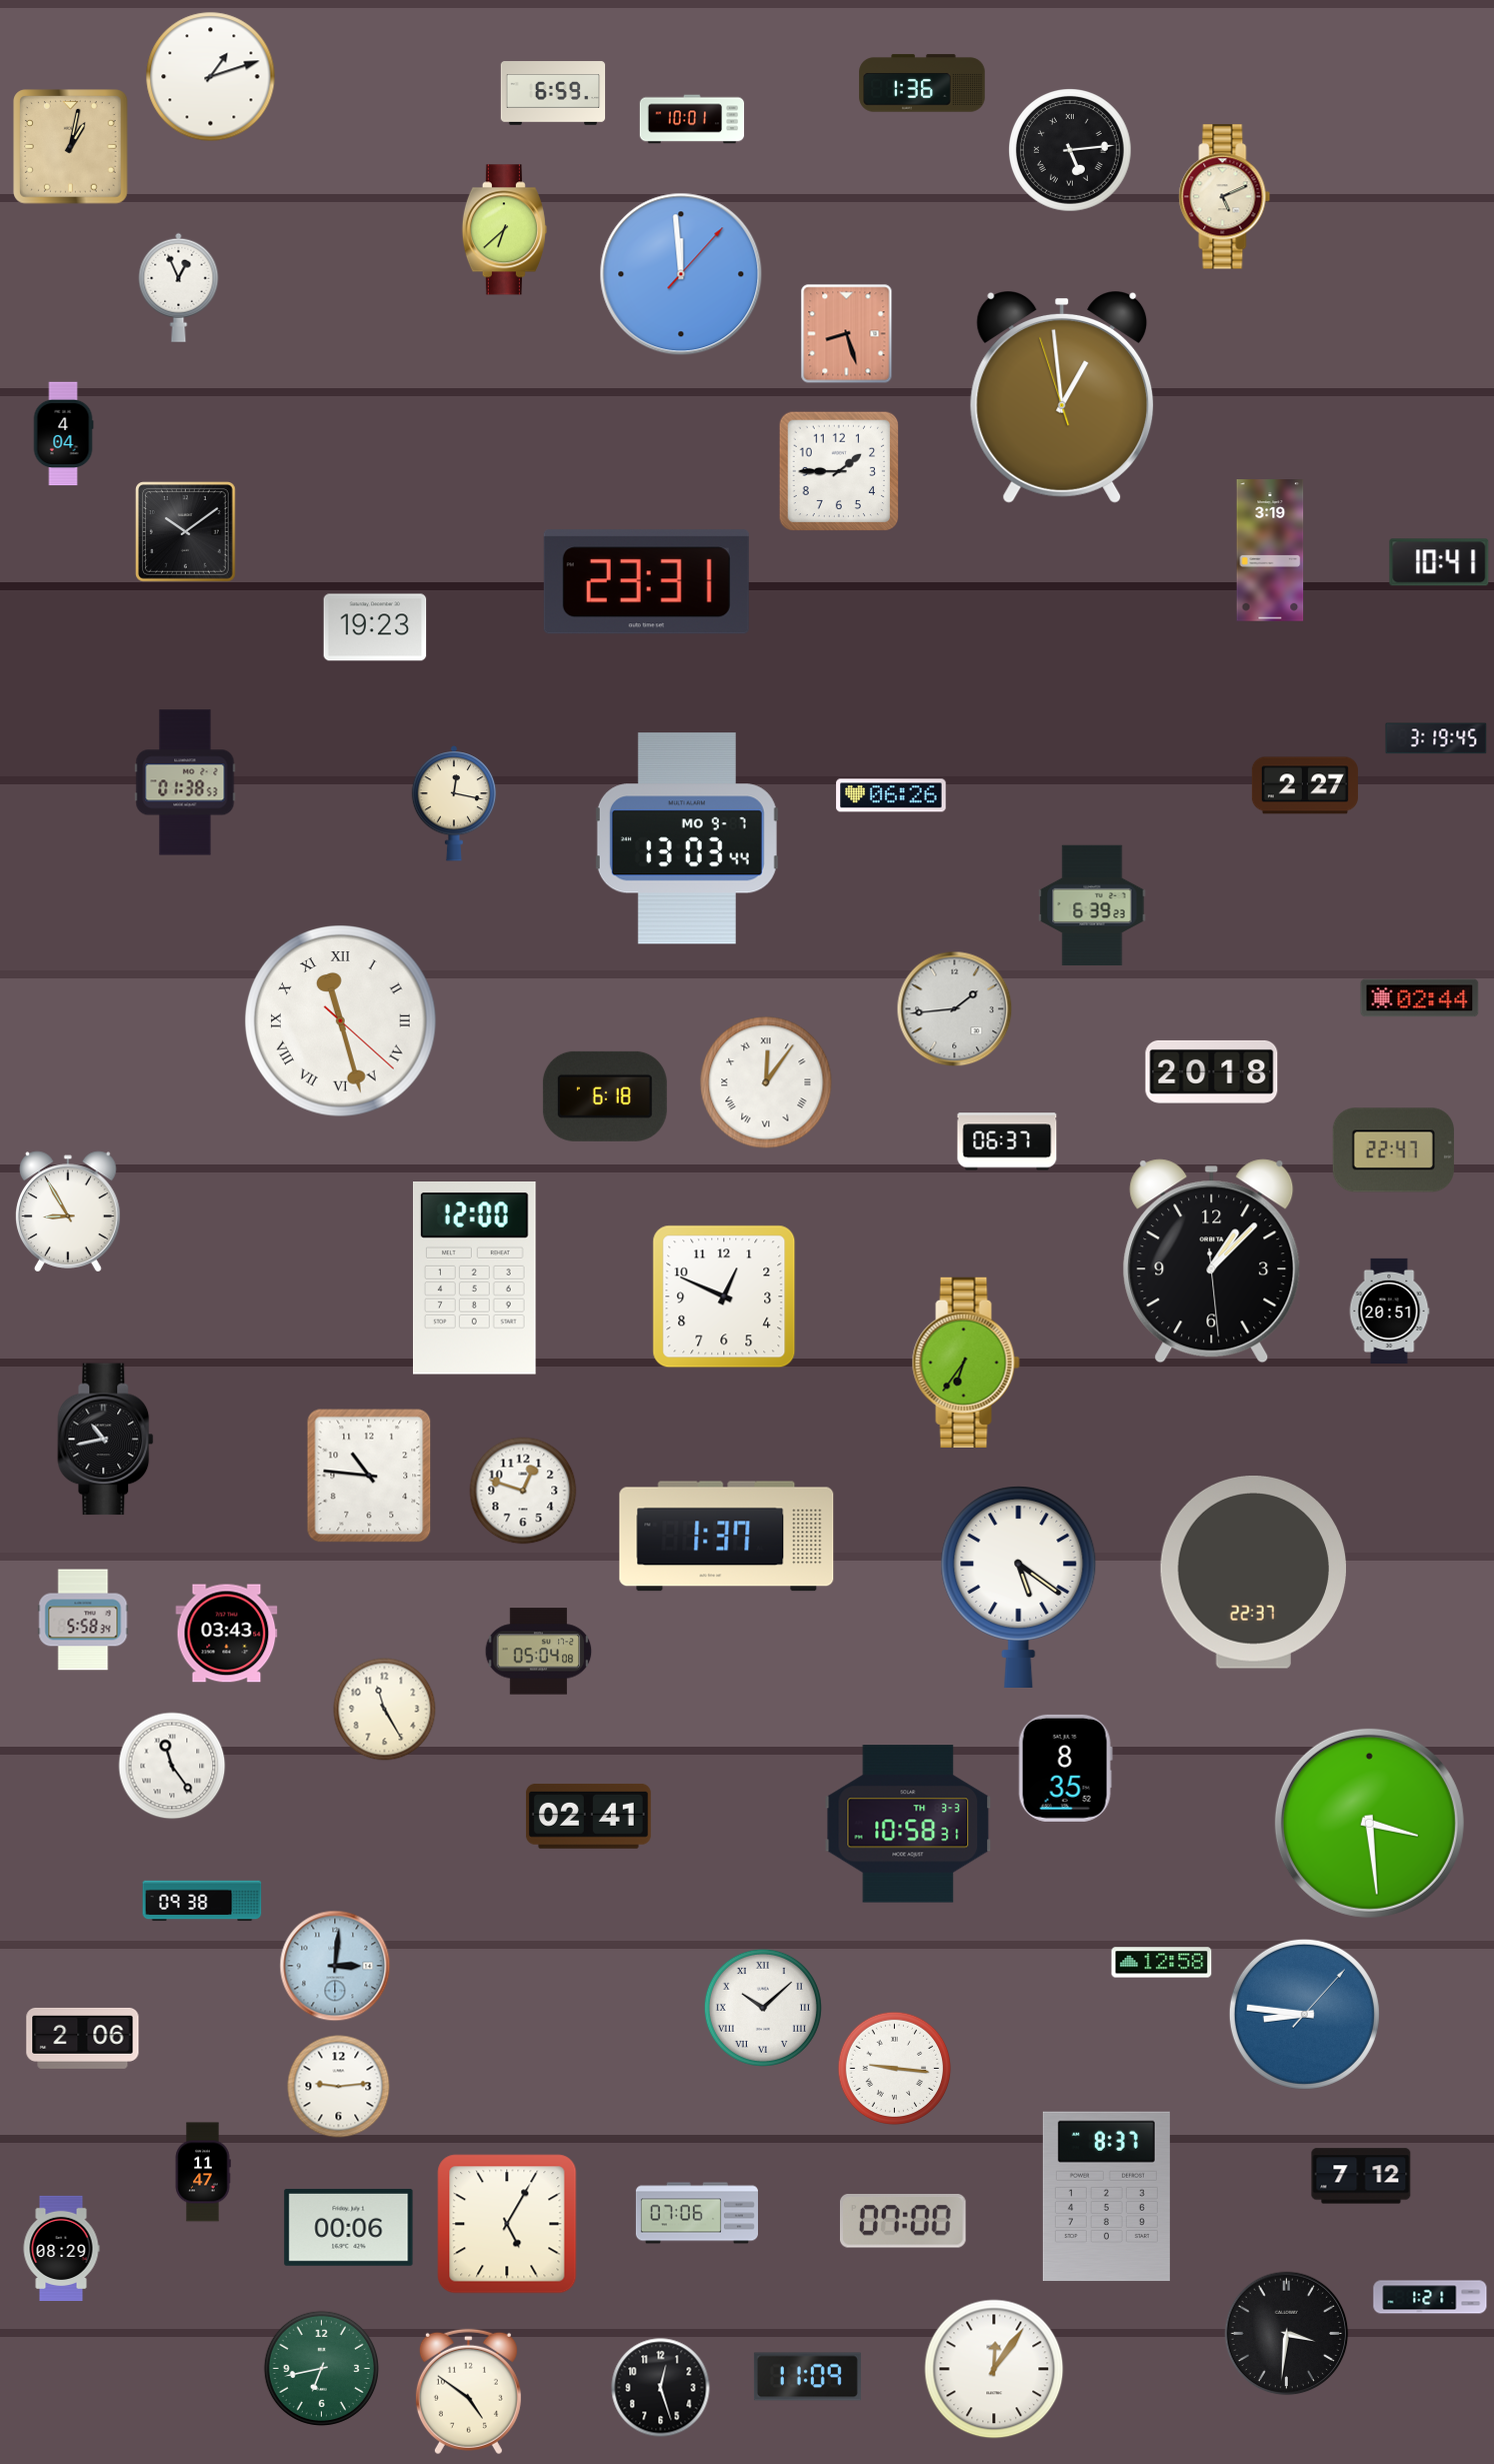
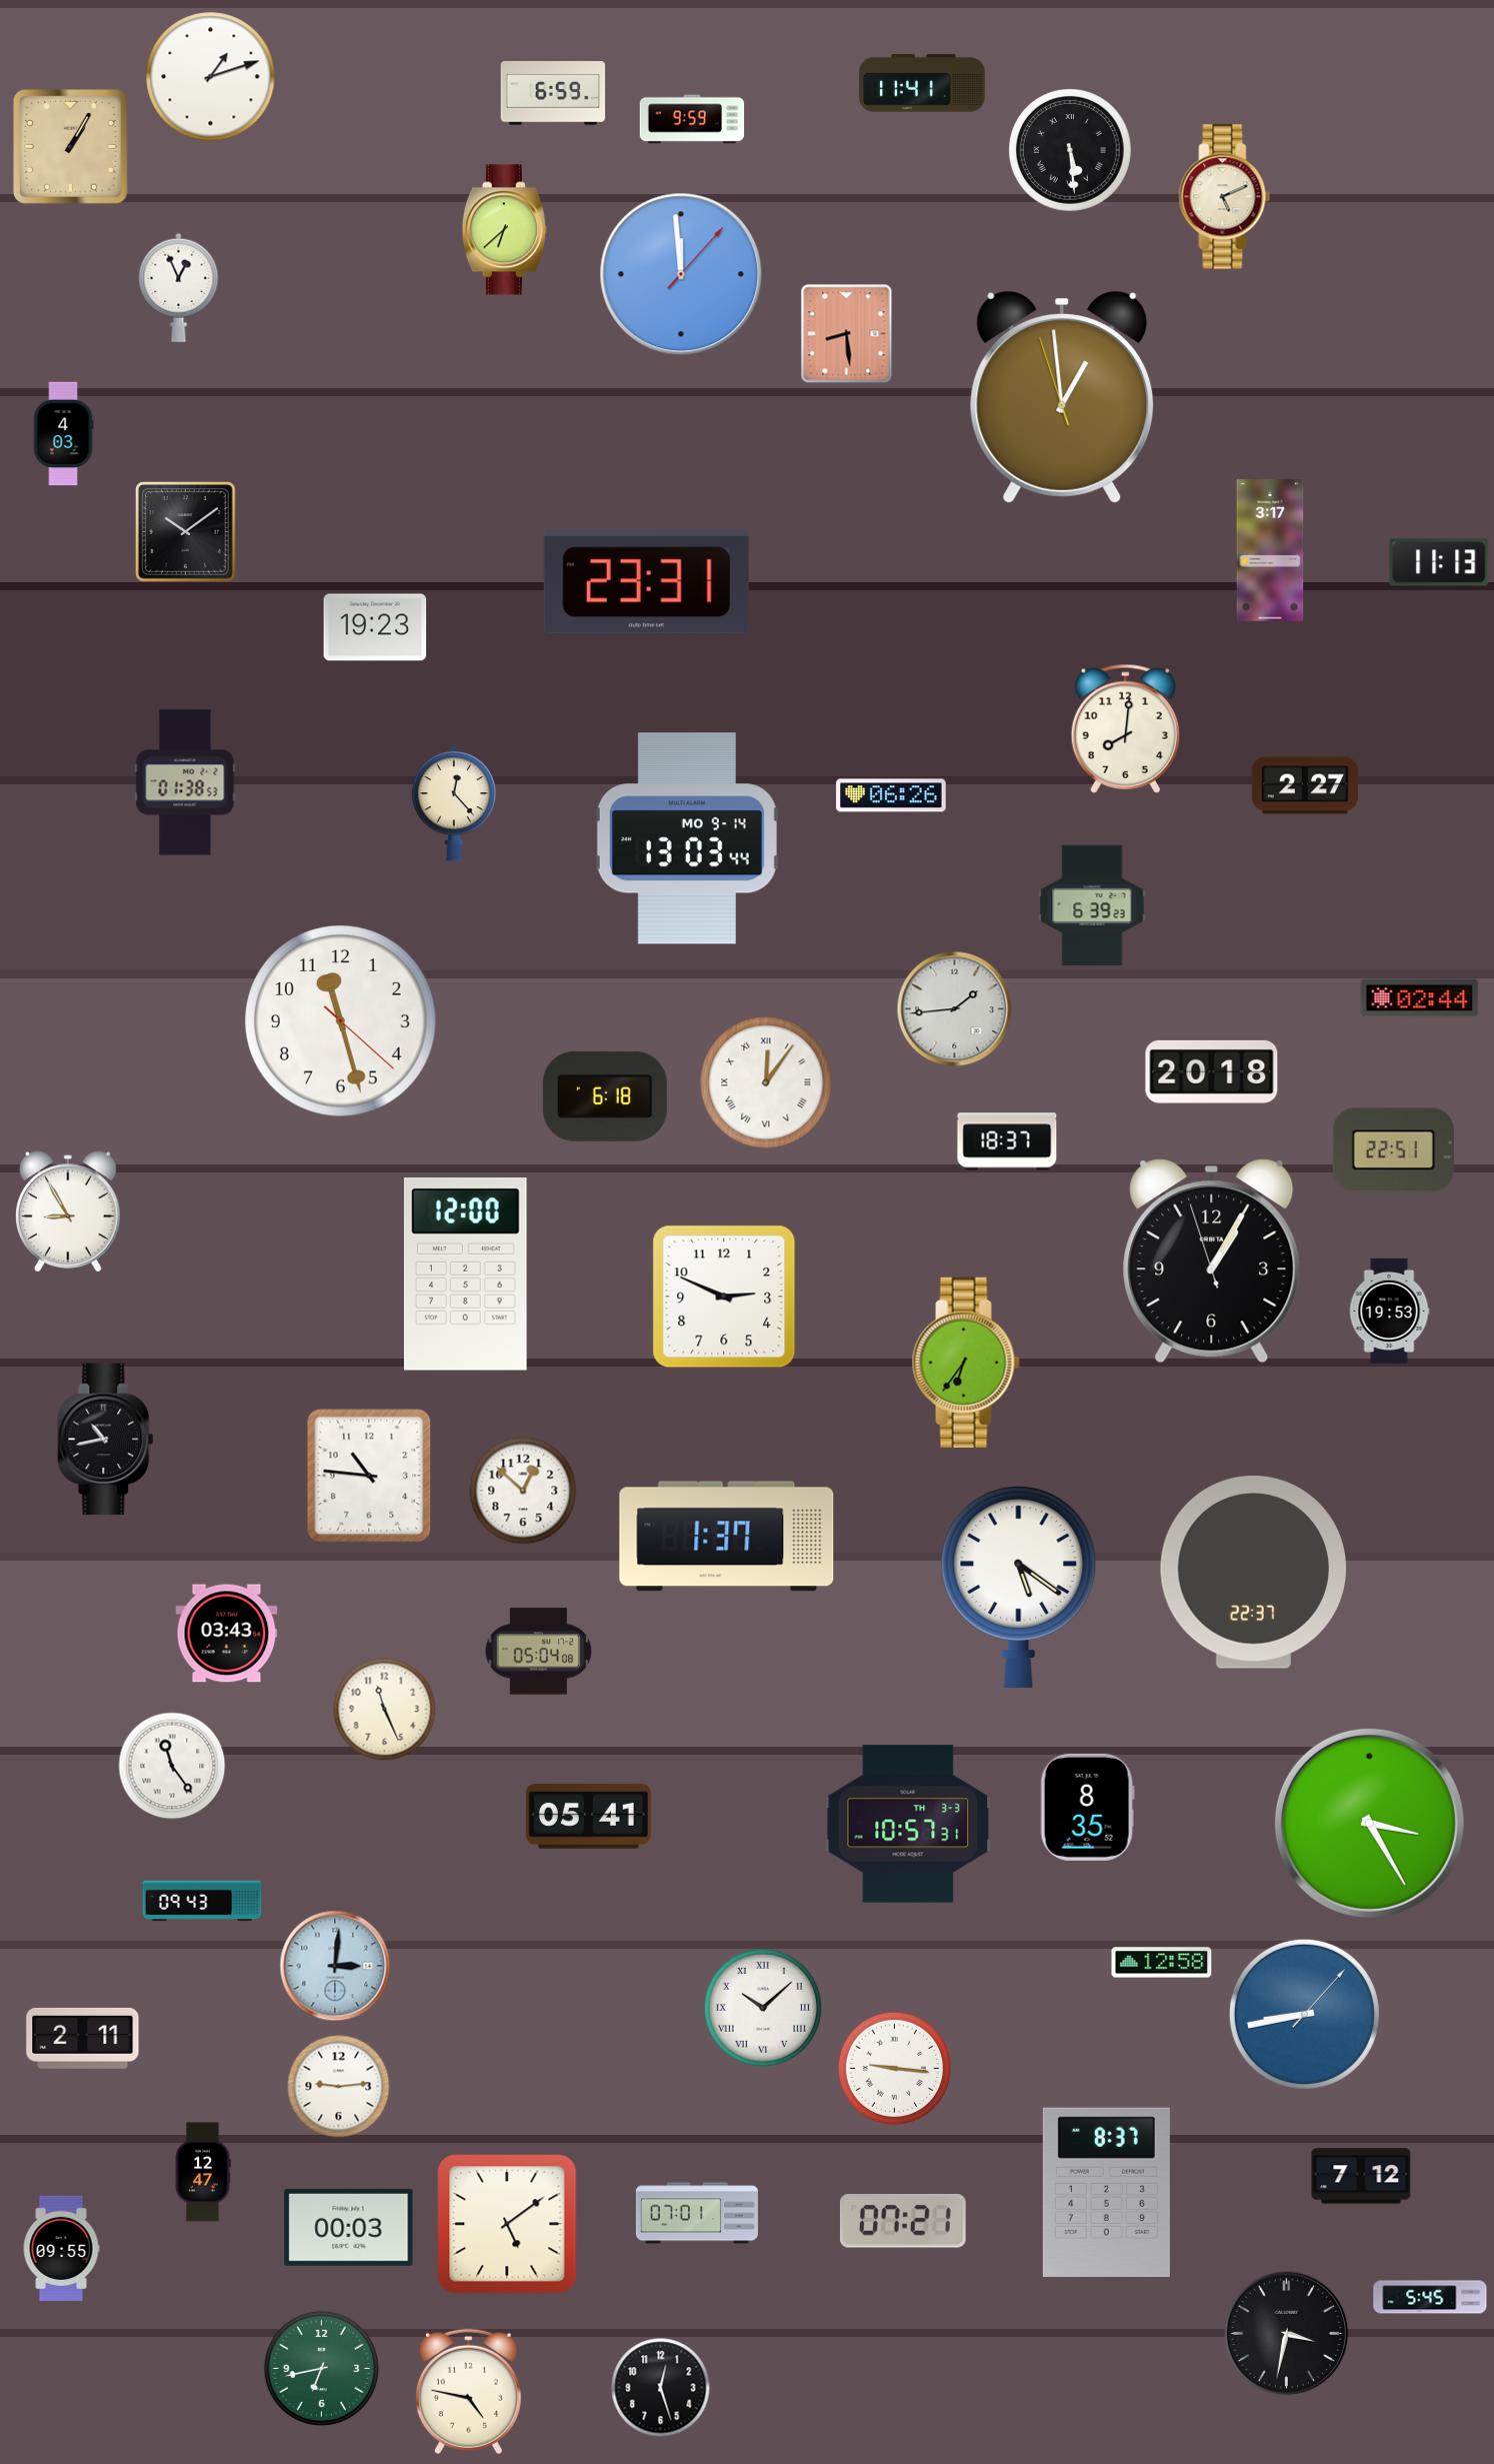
clock at (922, 83): 1:36 -> 11:41
clock at (692, 119): 10:01 -> 9:59
clock at (71, 147): 1:02 -> 1:05
clock at (1070, 150): 5:14 -> 5:29
clock at (847, 334): 8:27 -> 8:29
clock at (63, 434): 4:04 -> 4:03
clock at (838, 470): 1:45 -> none
clock at (1270, 550): 3:19 -> 3:17
clock at (1439, 562): 10:41 -> 11:13
clock at (1125, 728): none -> 8:01
clock at (1436, 738): 3:19 -> none
clock at (453, 803): 12:17 -> 12:23
clock at (687, 838) date: MO 9-7 -> MO 9-14
clock at (341, 1021) numerals: Roman -> Arabic
clock at (1007, 1141): 06:37 -> 18:37
clock at (1393, 1150): 22:47 -> 22:51
clock at (1212, 1262): 1:07 -> 1:04
clock at (474, 1279) position: (474, 1279) -> (465, 1275)
clock at (724, 1297): 12:49 -> 2:49
clock at (1389, 1311): 20:51 -> 19:53
clock at (523, 1491): 12:48 -> 12:52
clock at (83, 1620): 5:58 -> none
clock at (385, 1710): 11:25 -> 11:26
clock at (1065, 1768) position: (1065, 1768) -> (1087, 1807)
clock at (588, 1816): 02:41 -> 05:41
clock at (1369, 1823): 3:29 -> 3:25
clock at (908, 1824): 10:58 -> 10:57
clock at (202, 1901): 09:38 -> 09:43
clock at (1304, 2014): 8:46 -> 8:43
clock at (83, 2038): 2:06 -> 2:11
clock at (203, 2172): 11:47 -> 12:47
clock at (1106, 2196) position: (1106, 2196) -> (1106, 2192)
clock at (697, 2213): 07:06 -> 07:01
clock at (903, 2221): 07:00 -> 07:21
clock at (507, 2224): 5:05 -> 5:09
clock at (349, 2227): 00:06 -> 00:03
clock at (61, 2248): 08:29 -> 09:55
clock at (1430, 2297): 1:21 -> 5:45
clock at (1287, 2334): 3:31 -> 3:32
clock at (994, 2369): 12:06 -> none
clock at (807, 2377): 11:09 -> none
clock at (468, 2392): 4:51 -> 4:47
